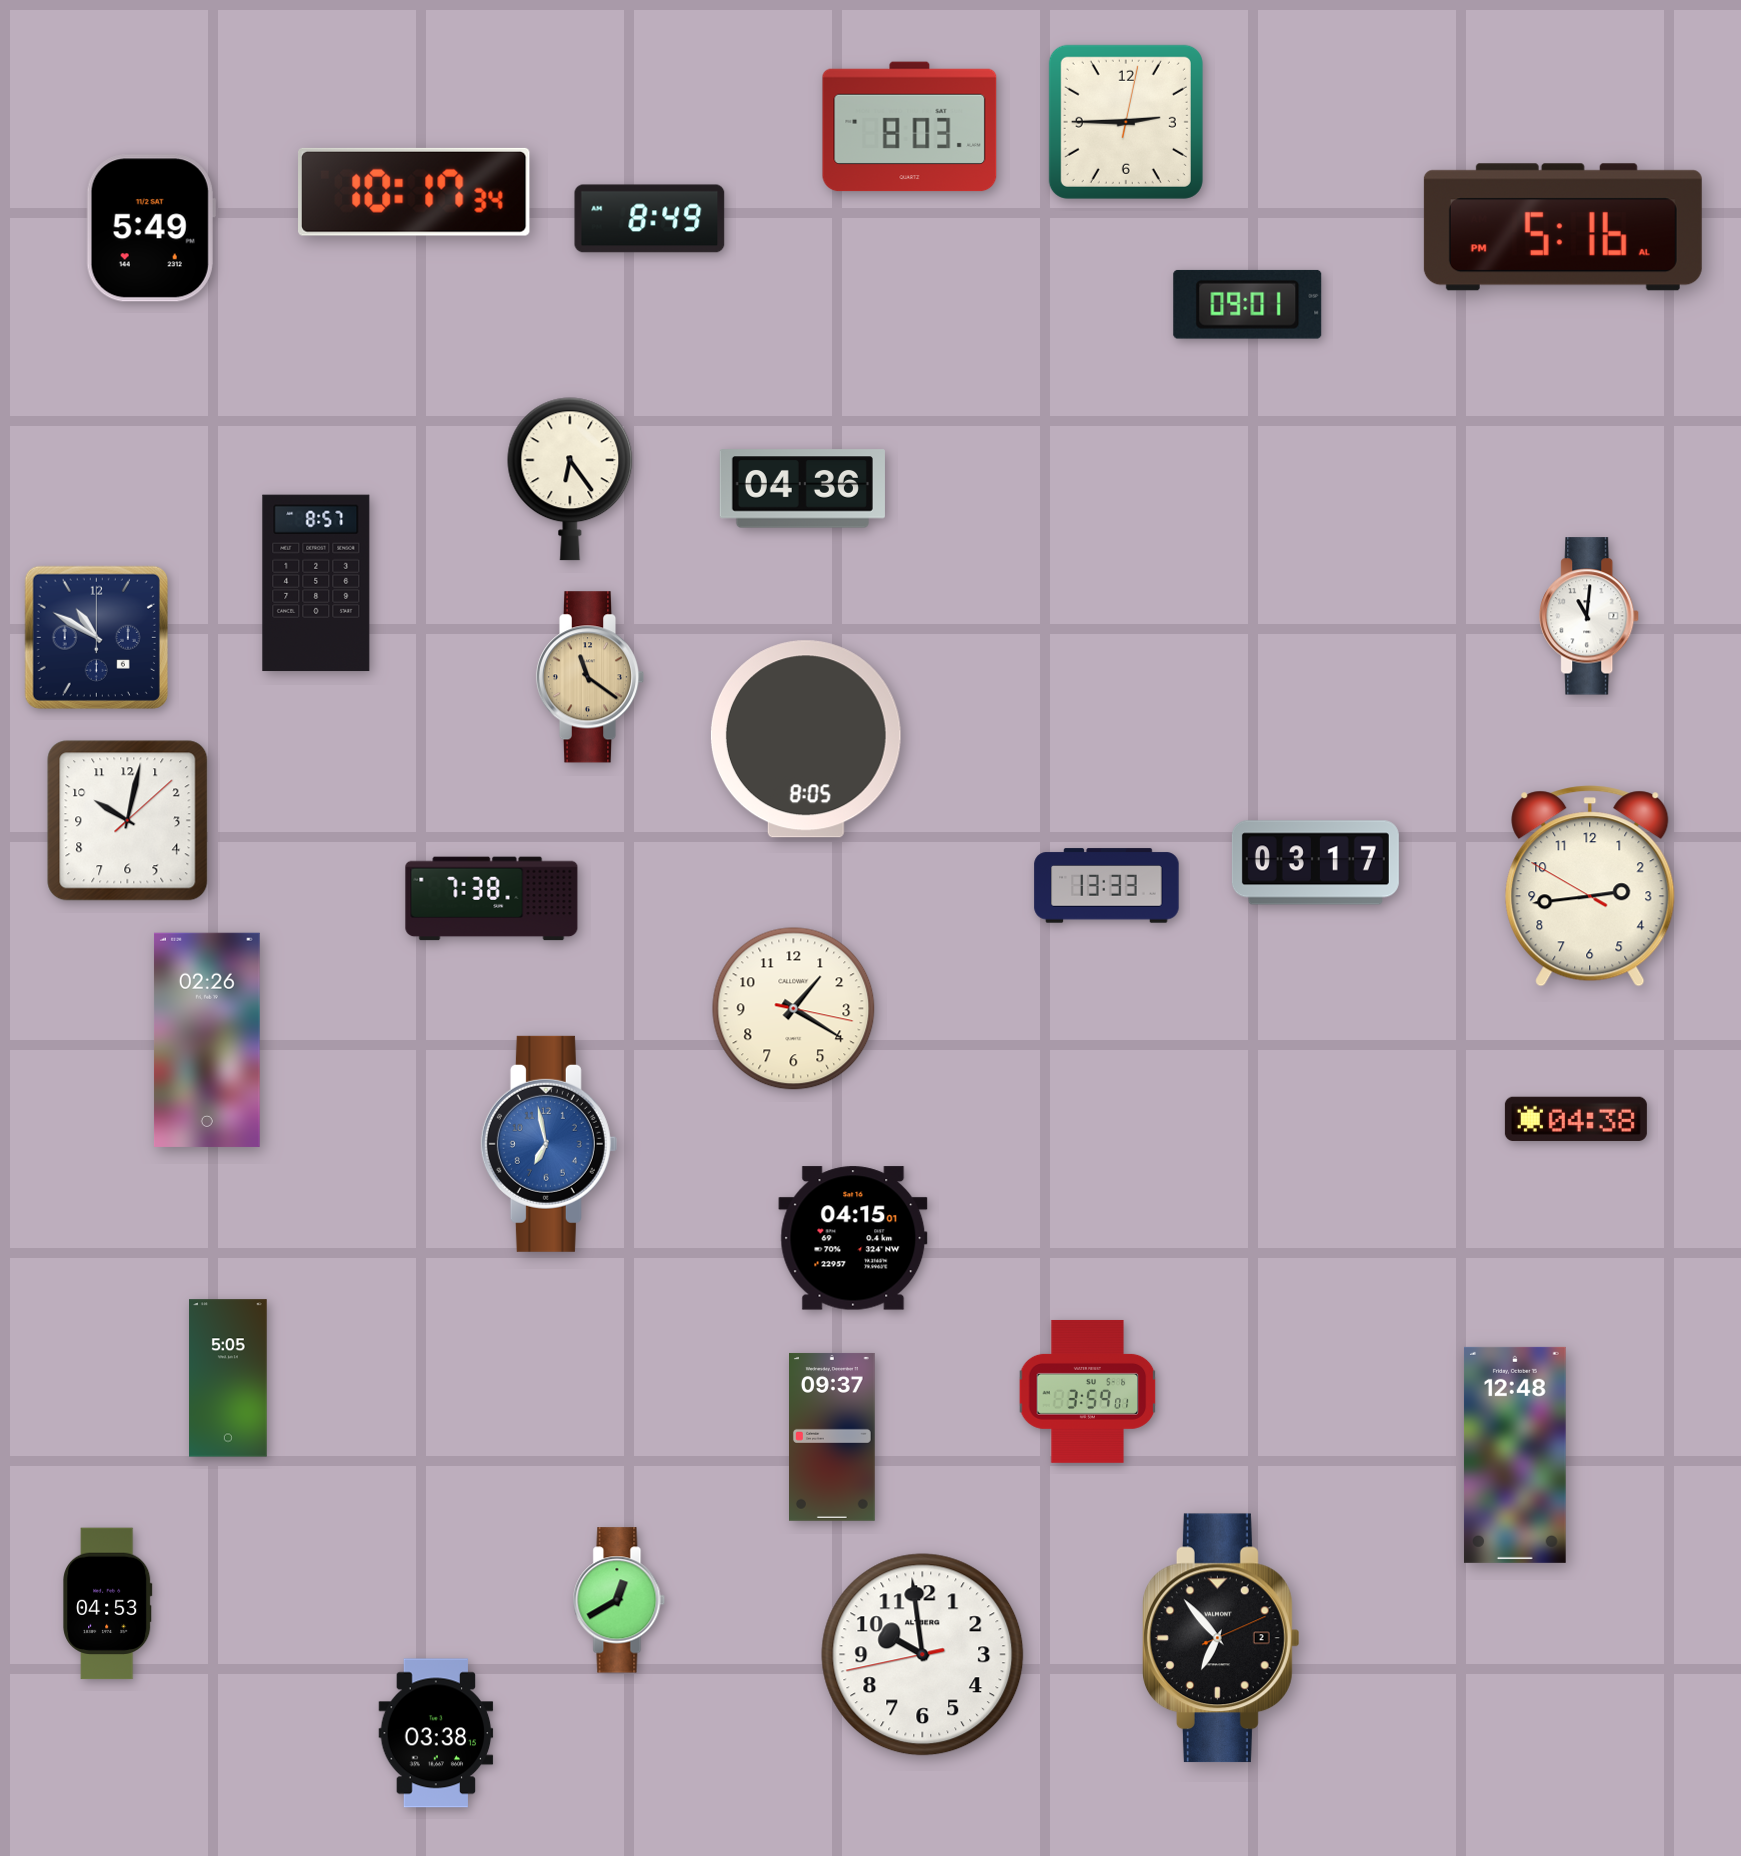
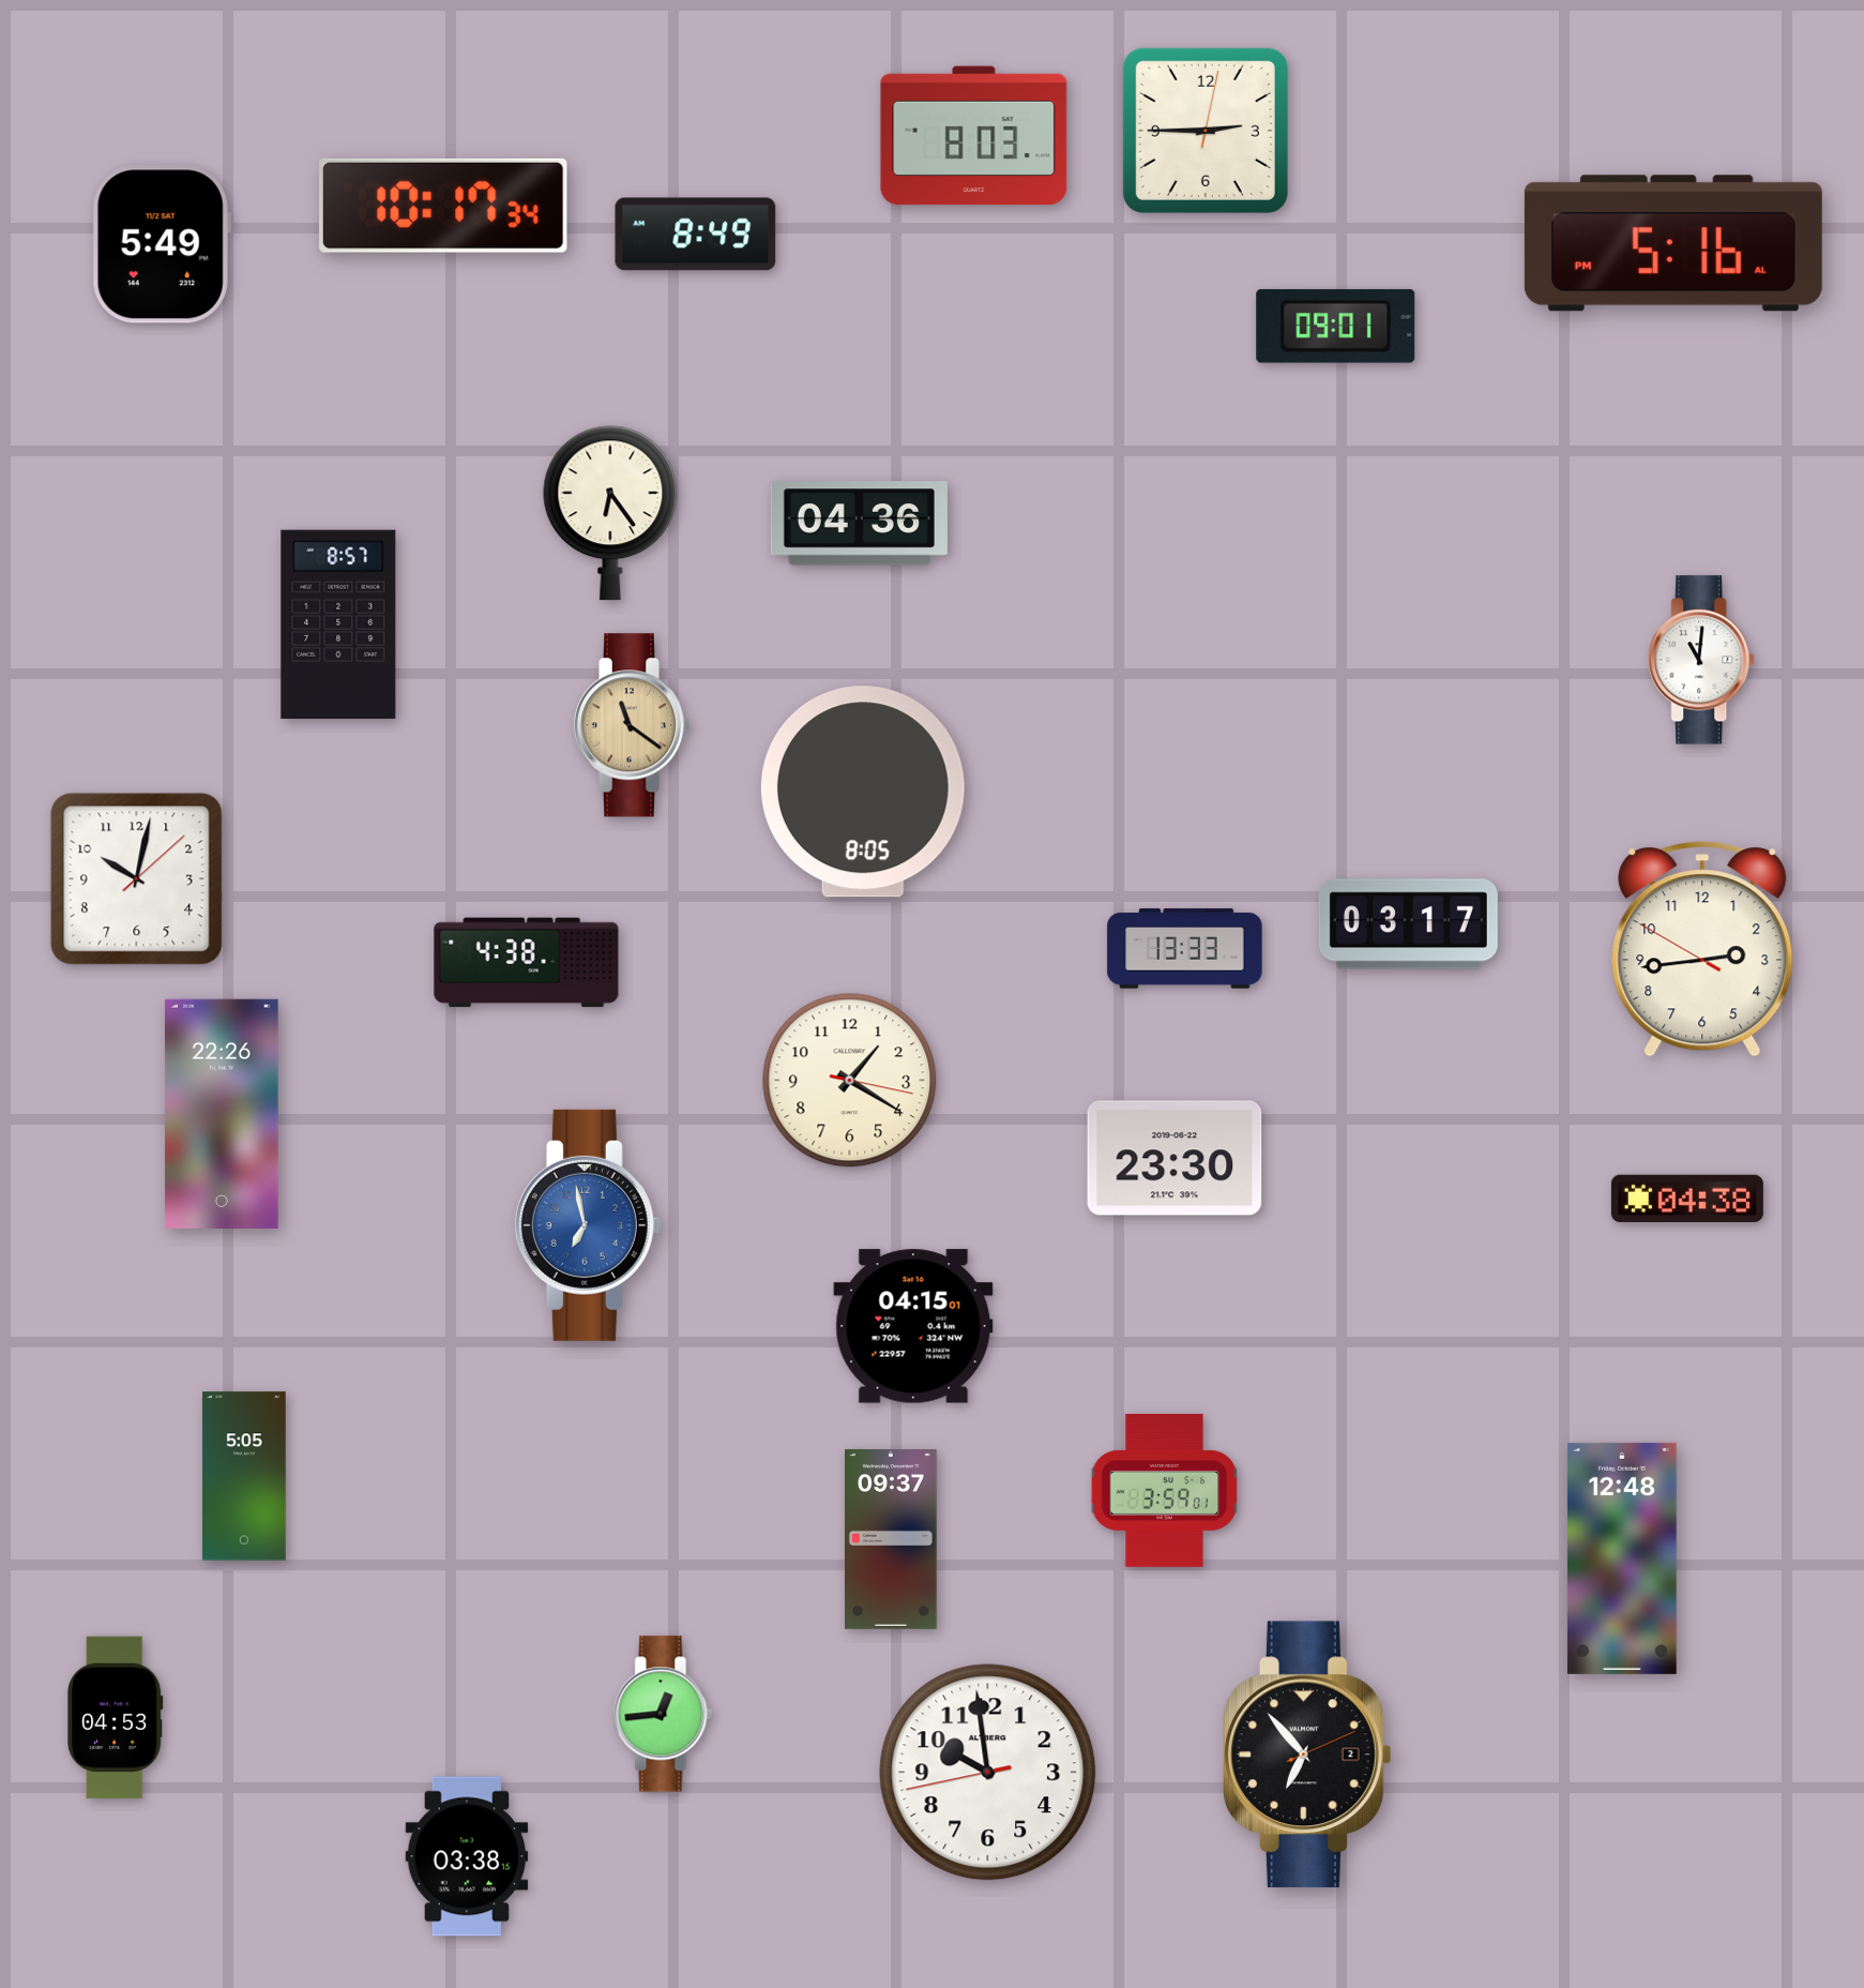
clock at (96, 637): 10:50 -> none
clock at (492, 899): 7:38 -> 4:38
clock at (207, 1040): 02:26 -> 22:26
clock at (1175, 1158): none -> 23:30
clock at (619, 1600): 12:40 -> 12:44
